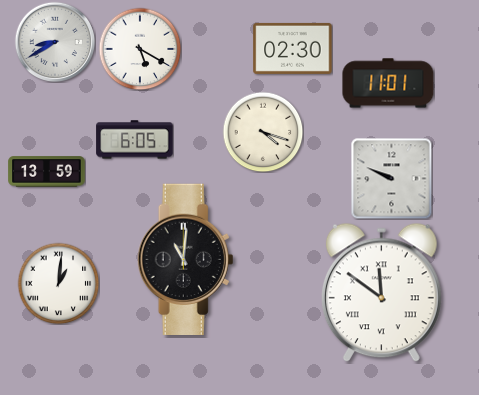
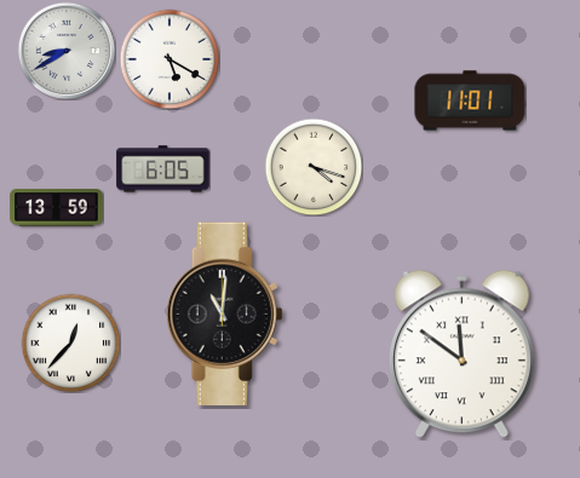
clock at (293, 48): 02:30 -> none
clock at (263, 132) position: (263, 132) -> (314, 167)
clock at (391, 178): 9:49 -> none
clock at (58, 283): 1:01 -> 12:37
